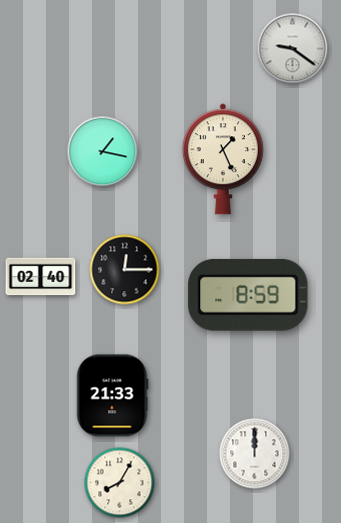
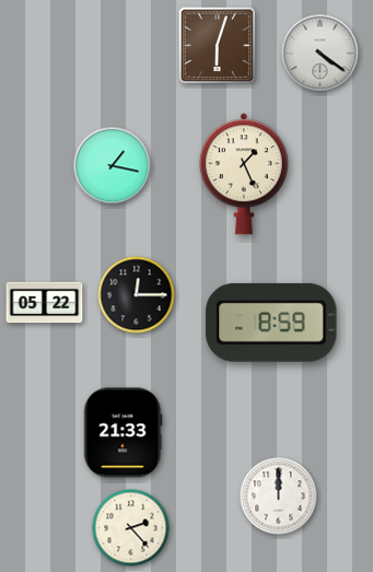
clock at (218, 46): none -> 6:03
clock at (293, 49): 9:21 -> 4:21
clock at (41, 277): 02:40 -> 05:22
clock at (120, 483): 8:05 -> 2:23
